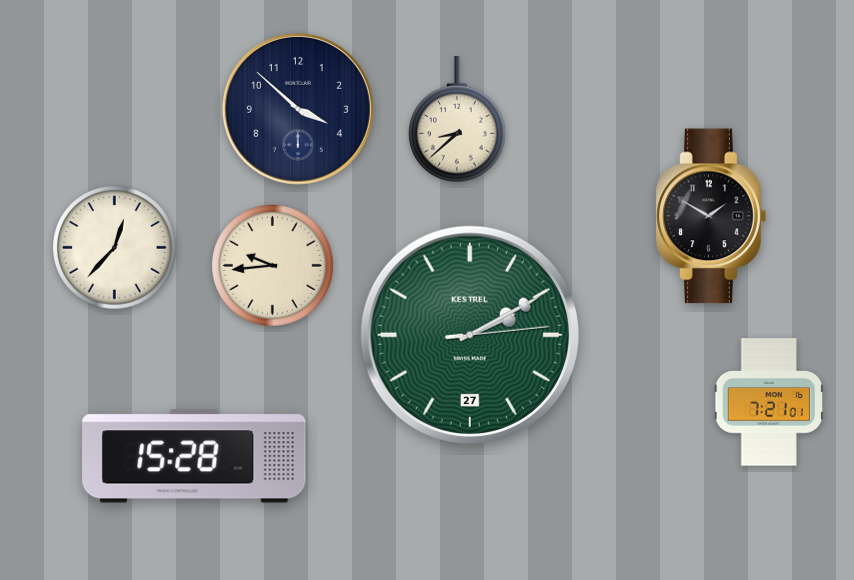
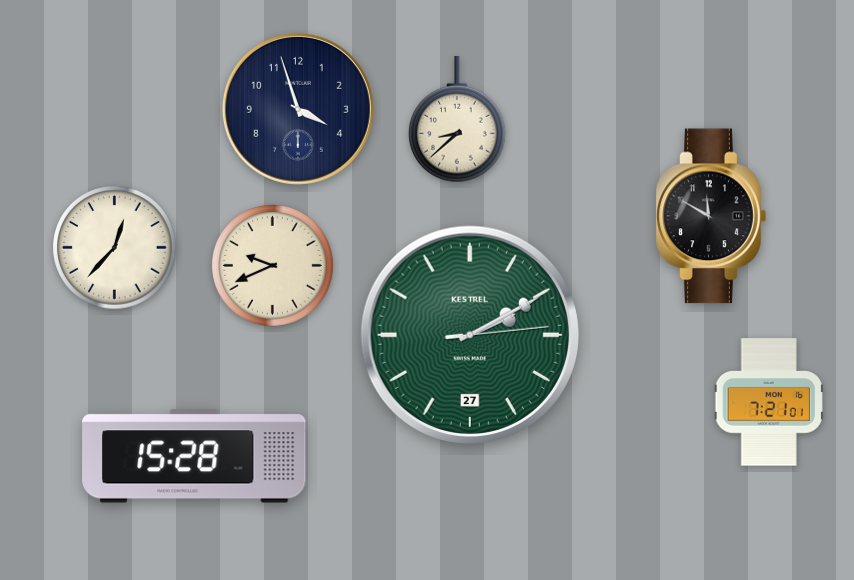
clock at (298, 109): 3:52 -> 3:57
clock at (711, 216): 1:50 -> 11:50
clock at (273, 266): 9:44 -> 9:41
